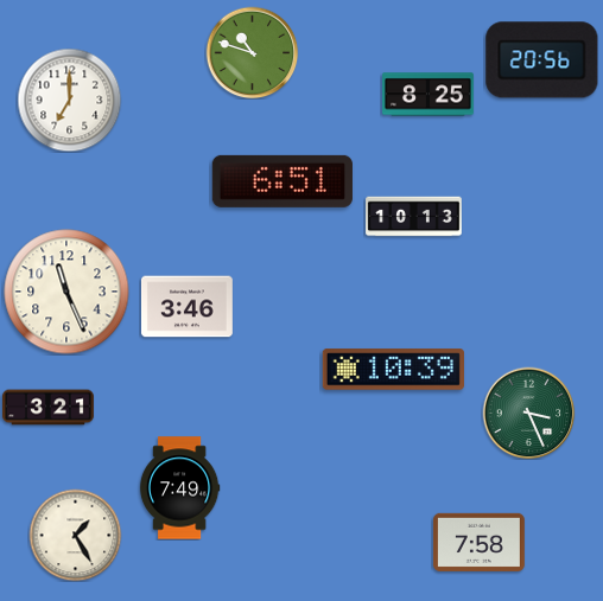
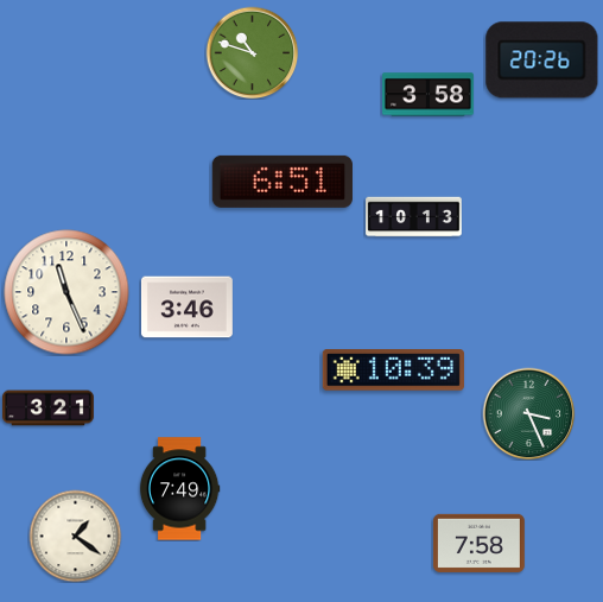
clock at (542, 60): 20:56 -> 20:26
clock at (429, 95): 8:25 -> 3:58
clock at (69, 100): 7:00 -> none
clock at (75, 535): 1:25 -> 1:21
